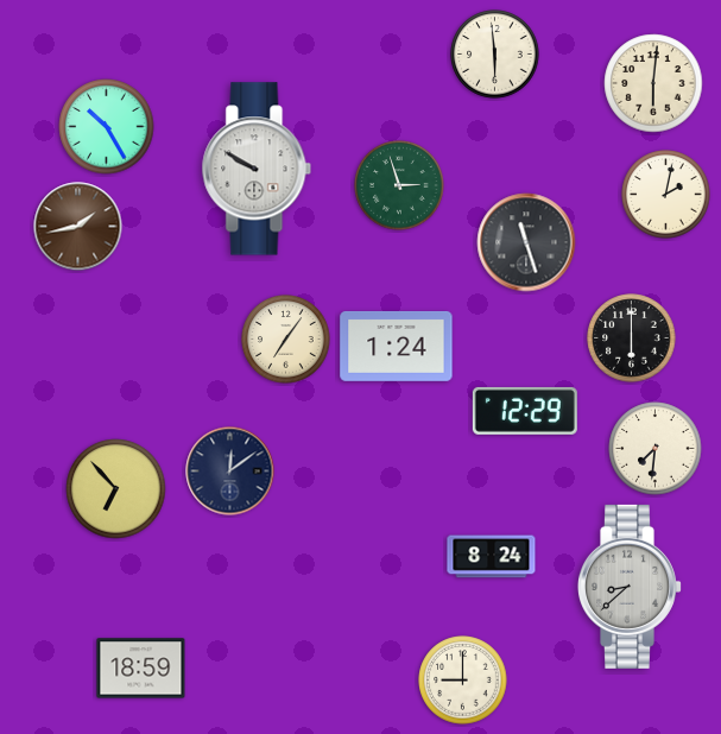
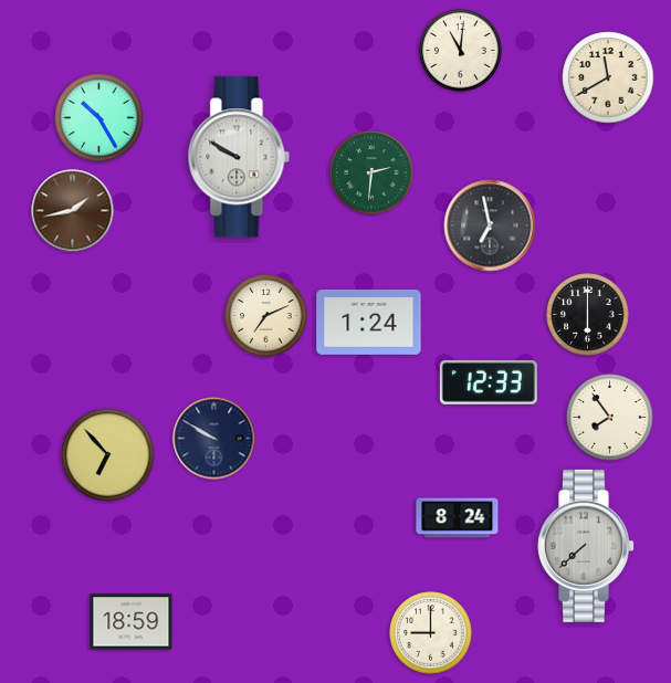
clock at (495, 55): 5:59 -> 11:01
clock at (653, 83): 6:01 -> 11:40
clock at (399, 185): 2:57 -> 2:31
clock at (666, 195): 2:02 -> none
clock at (526, 242): 11:27 -> 6:58
clock at (286, 340): 7:06 -> 7:11
clock at (525, 411): 12:29 -> 12:33
clock at (656, 449): 7:31 -> 7:54
clock at (230, 472): 12:09 -> 9:50
clock at (631, 587): 8:38 -> 7:38
